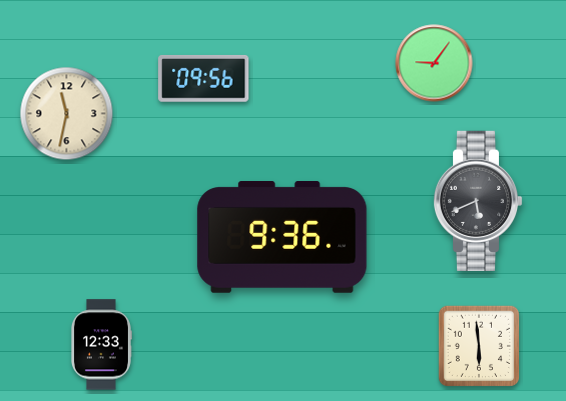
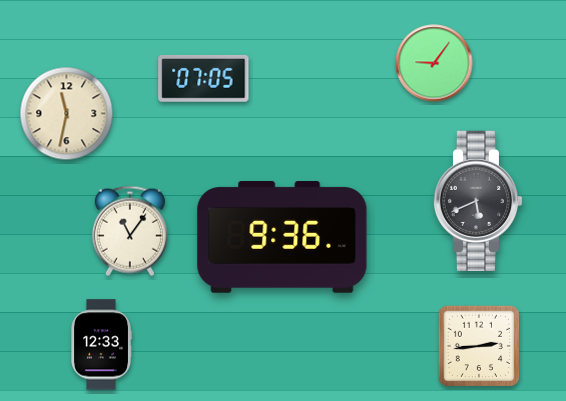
clock at (204, 78): 09:56 -> 07:05
clock at (130, 231): none -> 11:06
clock at (478, 345): 5:59 -> 2:44
